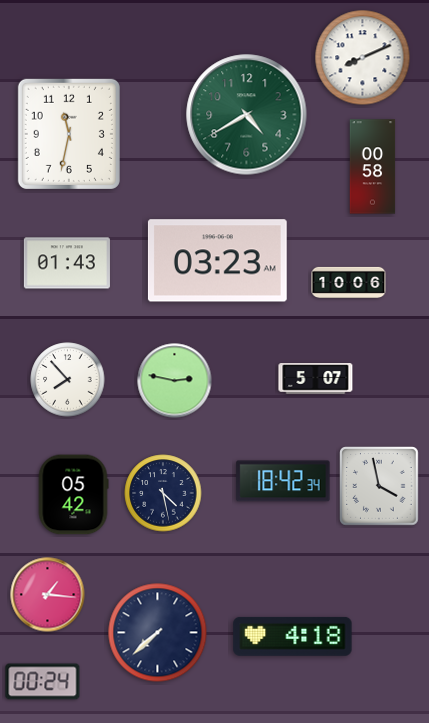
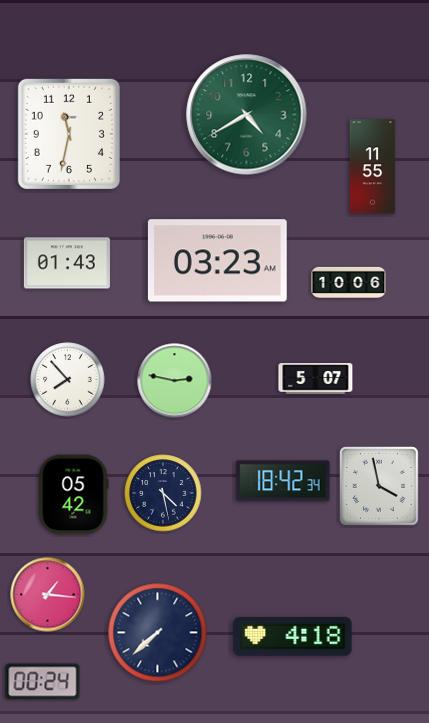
clock at (363, 58): 8:11 -> none
clock at (373, 167): 00:58 -> 11:55
